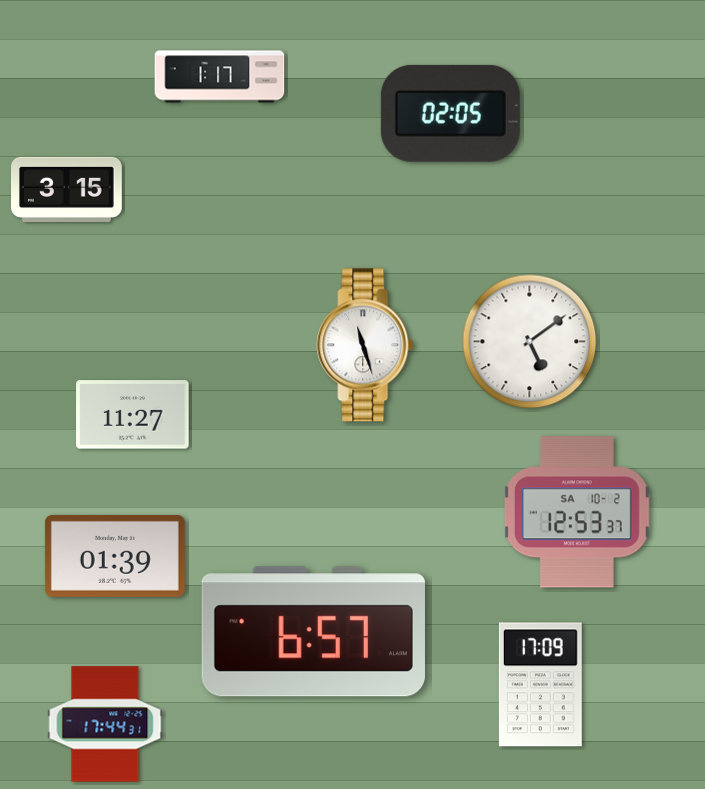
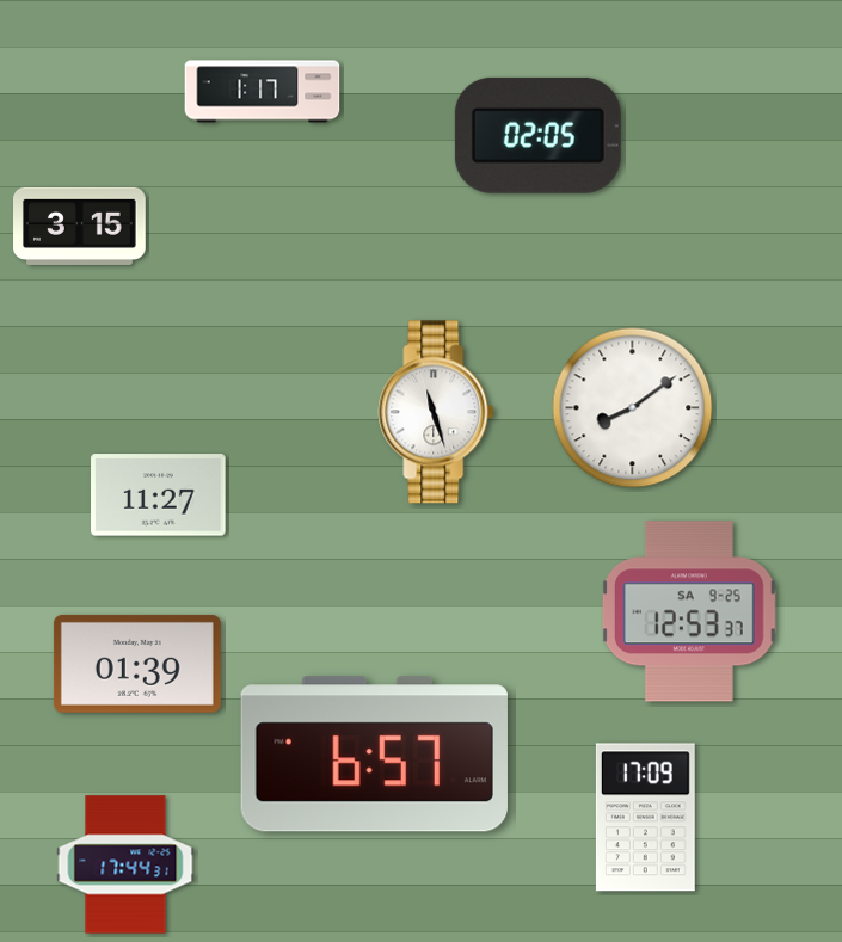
clock at (530, 342): 5:09 -> 8:09
clock at (577, 512) date: SA 10-2 -> SA 9-25
